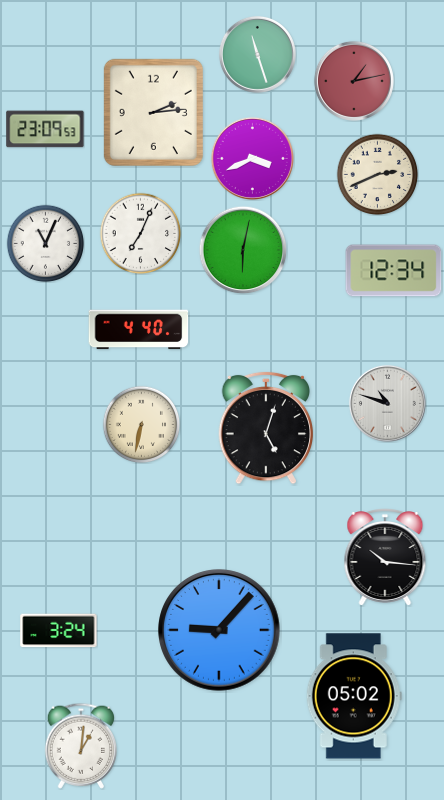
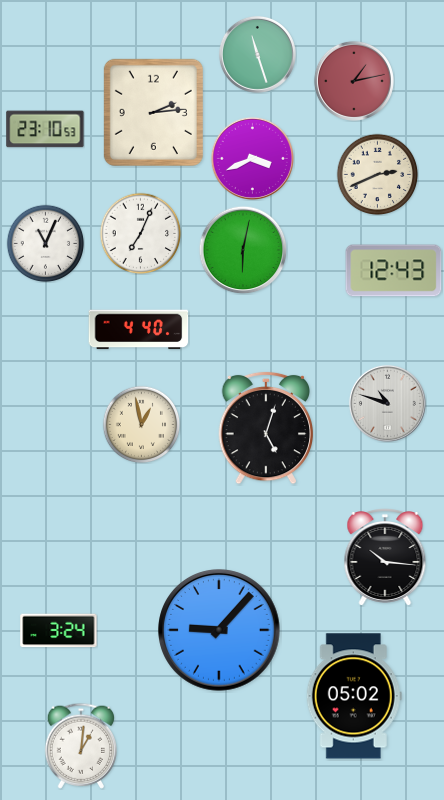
clock at (45, 129): 23:09 -> 23:10
clock at (394, 271): 12:34 -> 12:43
clock at (141, 424): 6:32 -> 12:58
